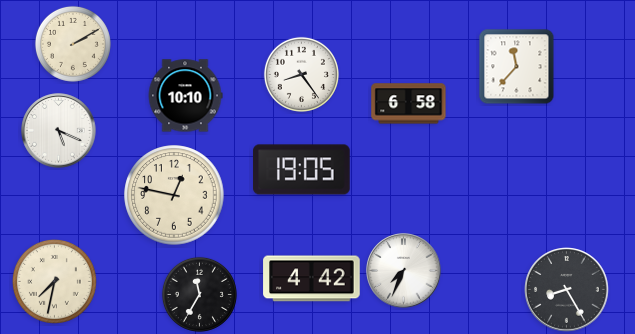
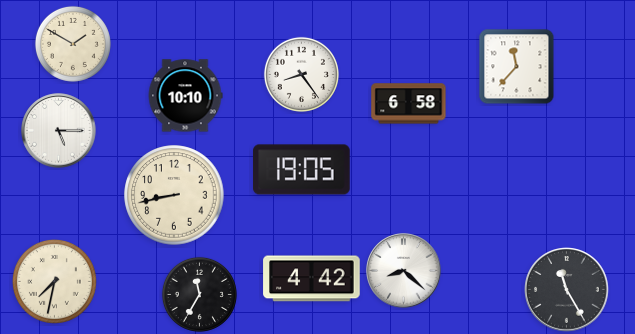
clock at (73, 44): 2:10 -> 1:50
clock at (59, 131): 5:19 -> 5:15
clock at (174, 195): 12:47 -> 8:43
clock at (404, 271): 7:34 -> 8:22
clock at (567, 290): 8:25 -> 11:25
